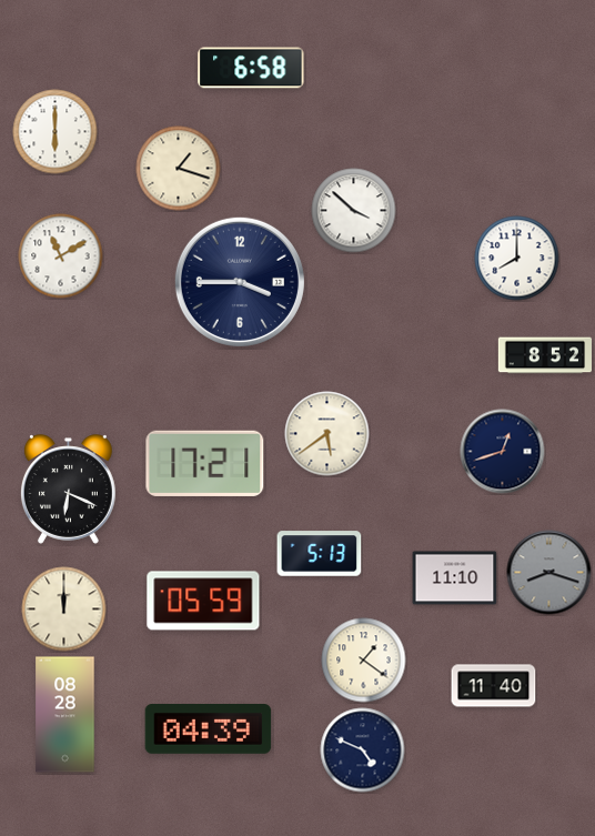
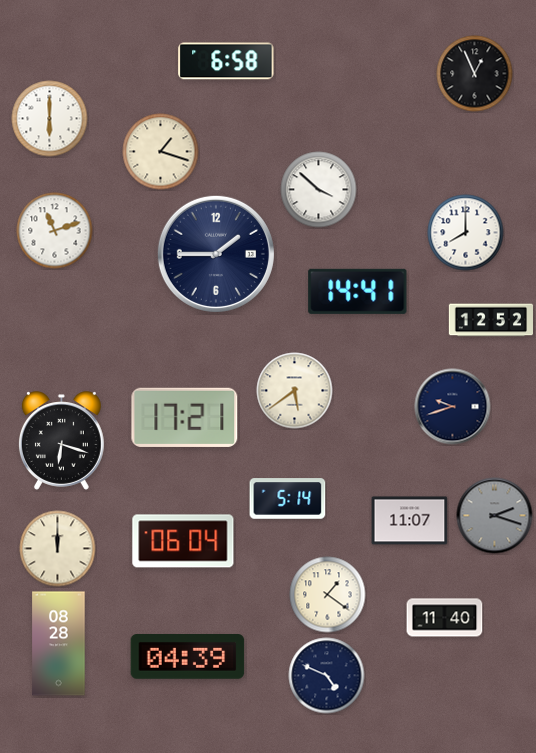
clock at (475, 74): none -> 12:56
clock at (61, 256): 11:10 -> 11:12
clock at (240, 282): 3:45 -> 1:45
clock at (358, 291): none -> 14:41
clock at (544, 355): 8:52 -> 12:52
clock at (503, 452): 12:42 -> 9:42
clock at (68, 490): 6:19 -> 6:18
clock at (320, 554): 5:13 -> 5:14
clock at (549, 573): 8:18 -> 2:18
clock at (455, 578): 11:10 -> 11:07
clock at (203, 601): 05:59 -> 06:04
